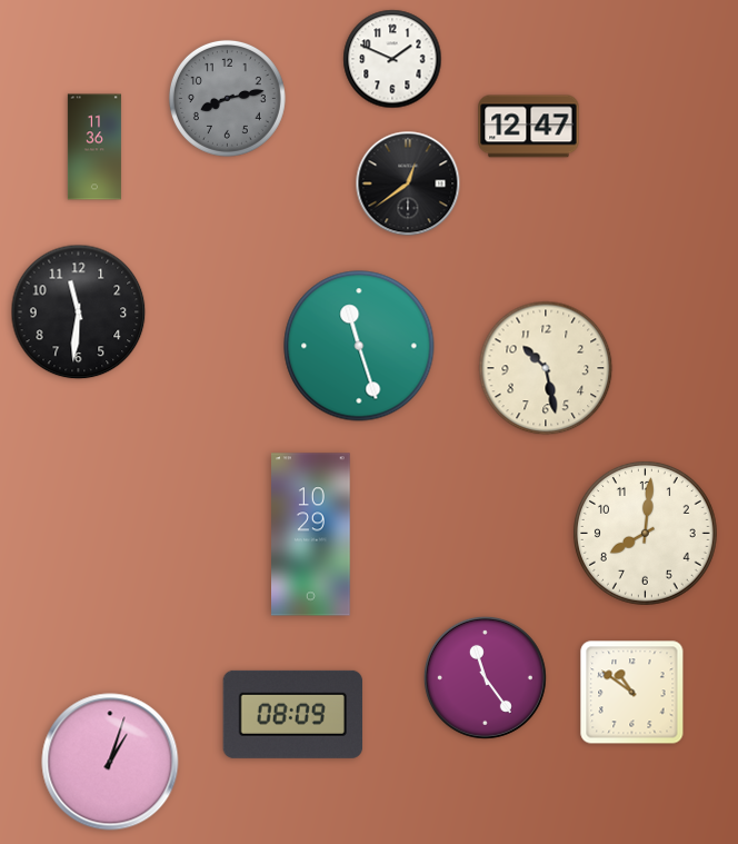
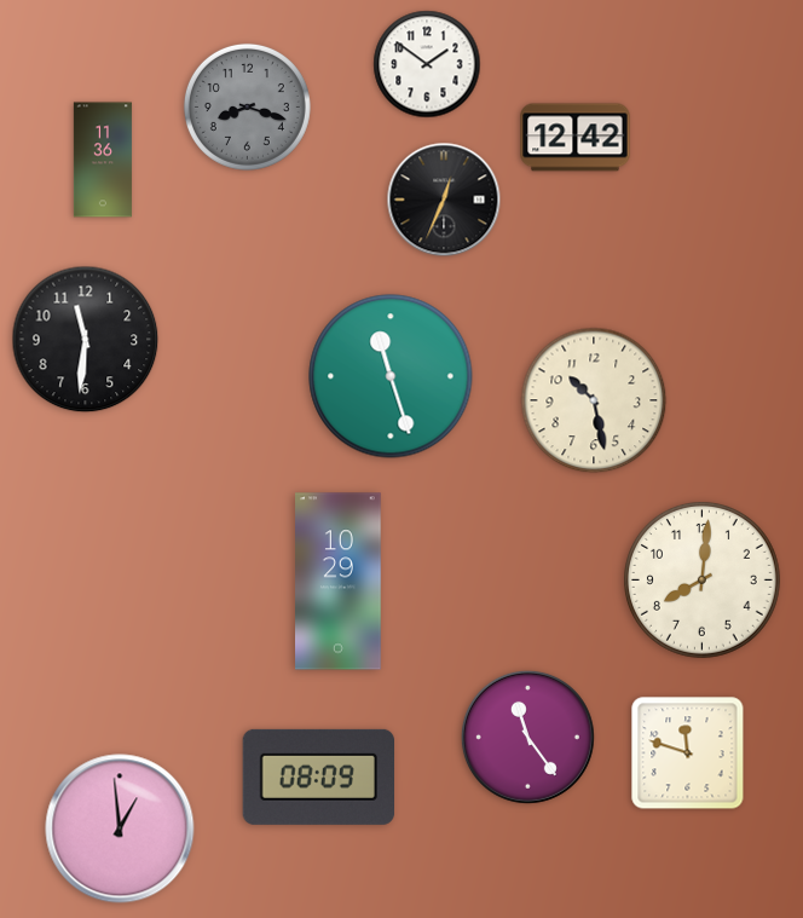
clock at (392, 59): 1:49 -> 1:51
clock at (227, 98): 8:13 -> 8:18
clock at (529, 127): 12:47 -> 12:42
clock at (408, 183): 12:39 -> 12:34
clock at (632, 693): 10:51 -> 11:48
clock at (110, 762): 1:03 -> 12:59
